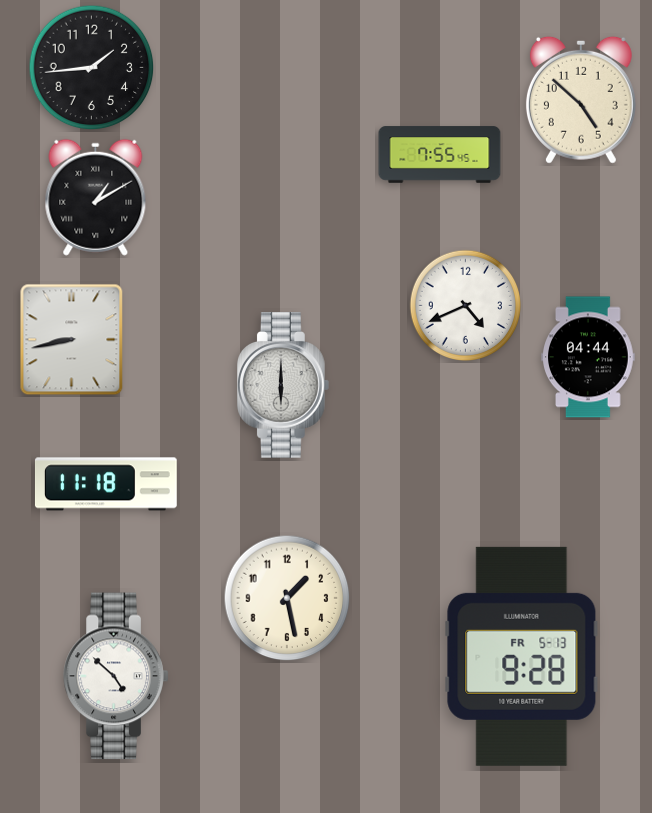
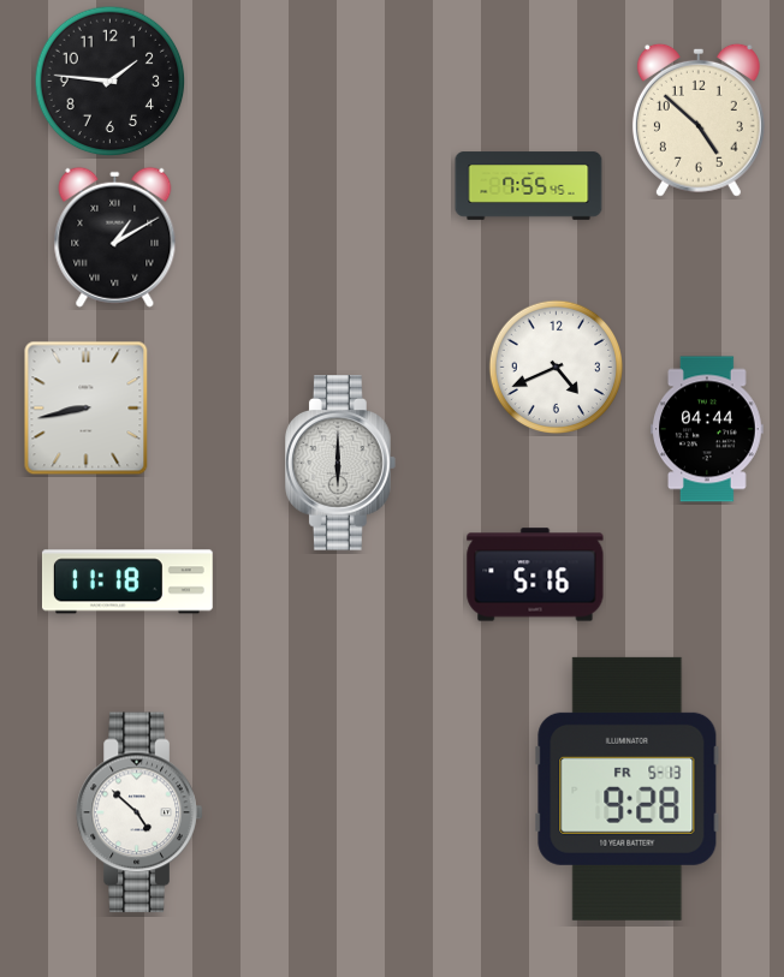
clock at (92, 68): 1:44 -> 1:46
clock at (465, 305) position: (465, 305) -> (556, 367)
clock at (535, 574): none -> 5:16
clock at (287, 598): 1:28 -> none
